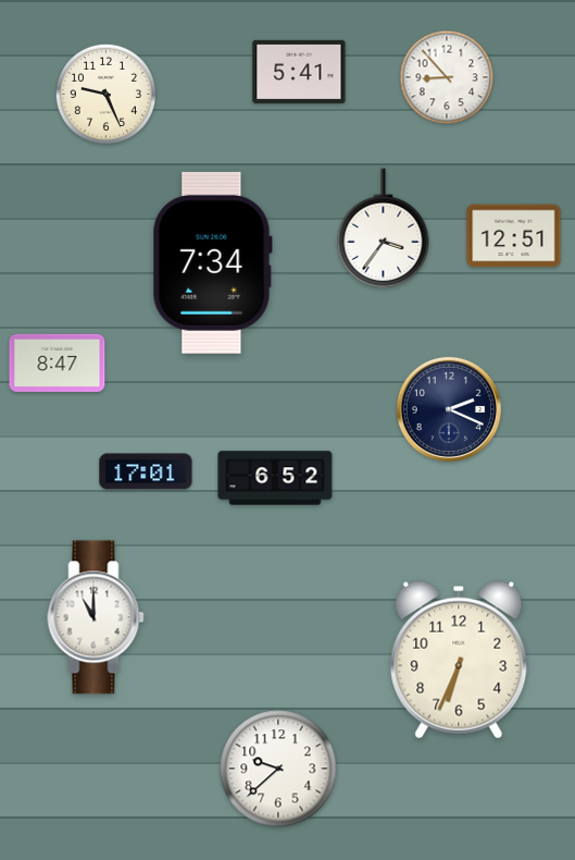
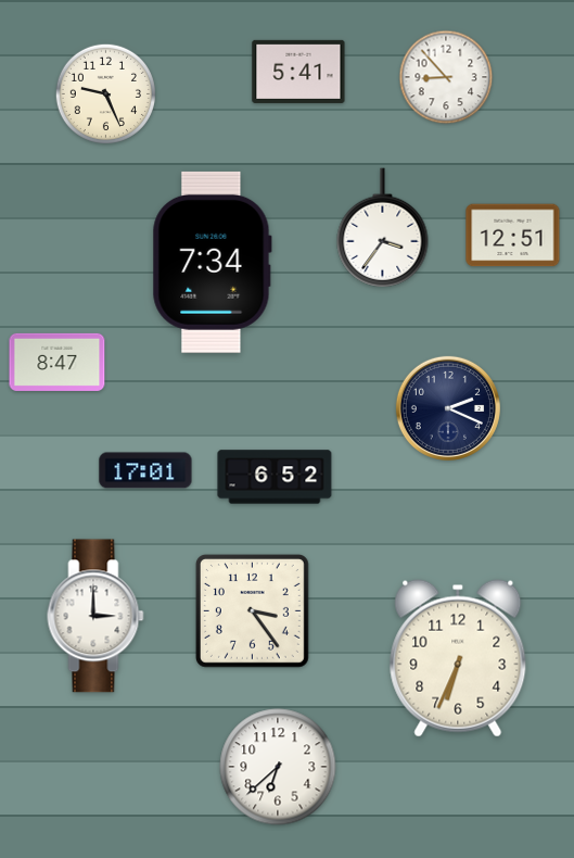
clock at (252, 610): none -> 3:24
clock at (96, 617): 11:00 -> 3:00
clock at (278, 769): 9:38 -> 6:38
